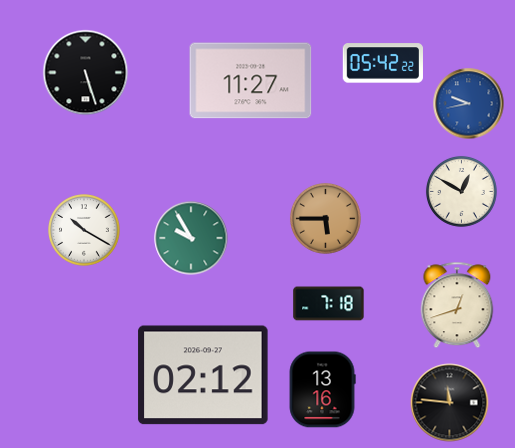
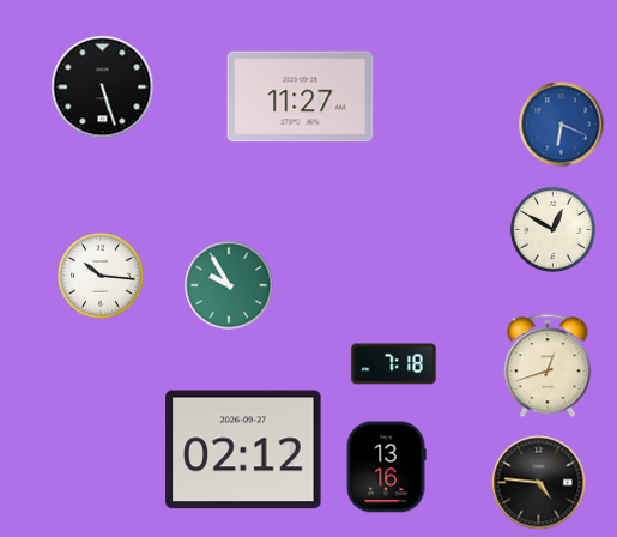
clock at (383, 63): 05:42 -> none
clock at (469, 104): 9:43 -> 6:19
clock at (326, 219): 5:45 -> none
clock at (85, 231): 10:20 -> 10:16
clock at (450, 403): 11:46 -> 4:46
